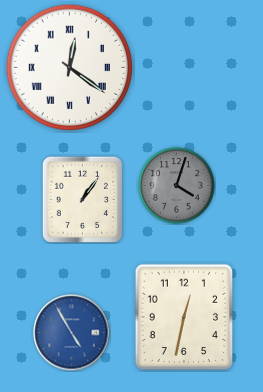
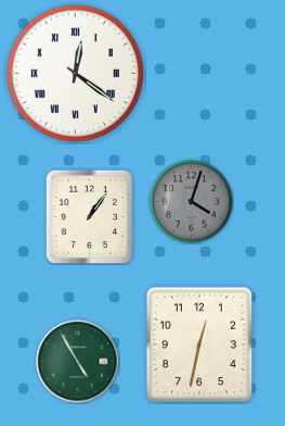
clock at (72, 333) dial: blue -> green
